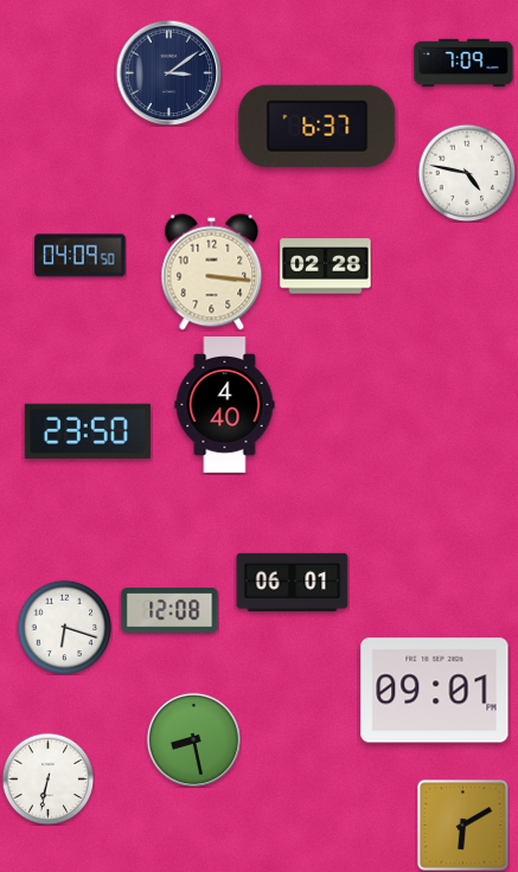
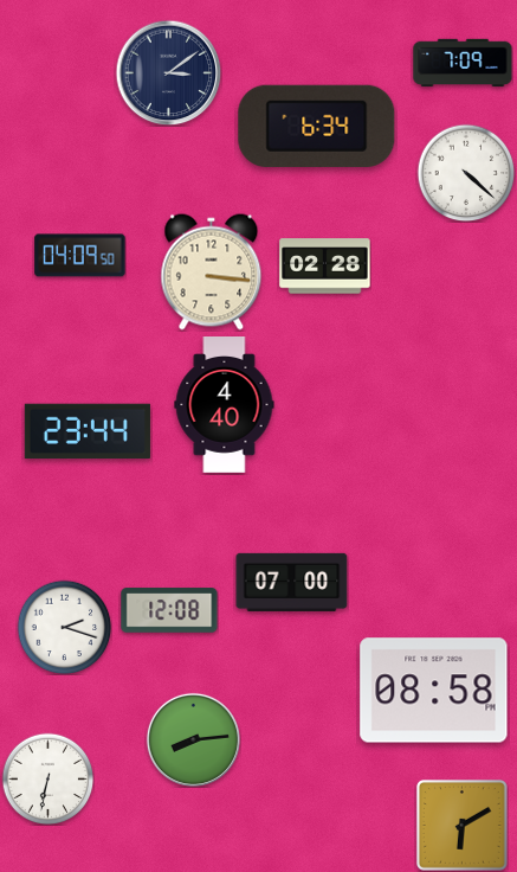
clock at (318, 126): 6:37 -> 6:34
clock at (467, 173): 4:47 -> 4:22
clock at (88, 431): 23:50 -> 23:44
clock at (293, 582): 06:01 -> 07:00
clock at (64, 627): 6:18 -> 2:18
clock at (435, 691): 09:01 -> 08:58
clock at (193, 739): 8:28 -> 8:14
